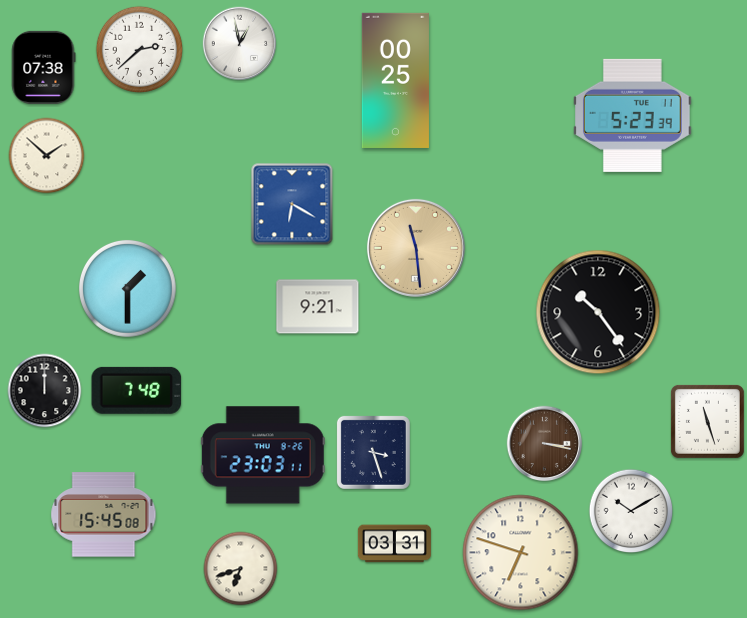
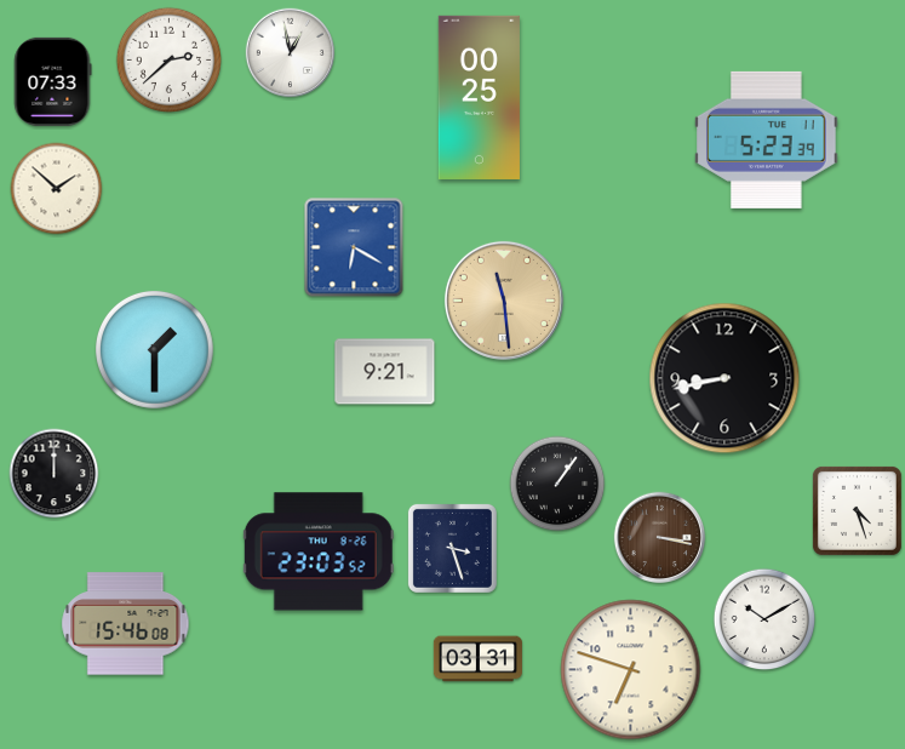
clock at (44, 67): 07:38 -> 07:33
clock at (598, 312): 10:24 -> 8:43
clock at (137, 390): 7:48 -> none
clock at (557, 484): none -> 1:06
clock at (707, 421): 11:27 -> 4:27
clock at (263, 455): 23:03:11 -> 23:03:52
clock at (104, 515): 15:45 -> 15:46
clock at (241, 569): 6:42 -> none
